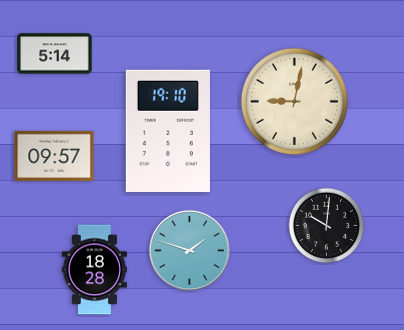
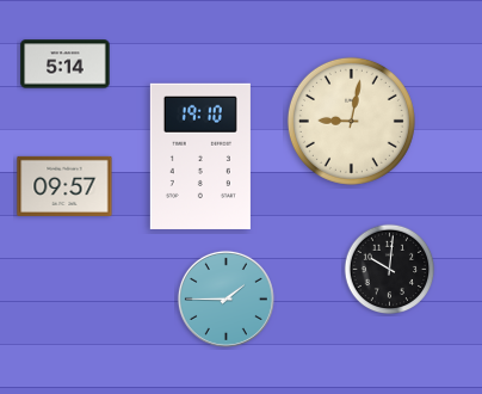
clock at (189, 250): 1:48 -> 1:45
clock at (94, 270): 18:28 -> none
